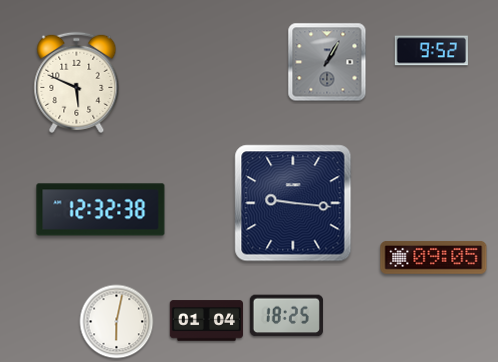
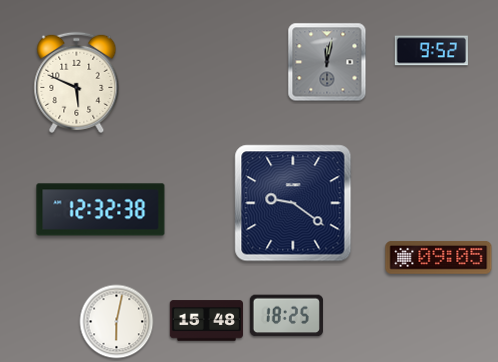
clock at (327, 62): 1:05 -> 12:02
clock at (293, 203): 9:16 -> 9:21
clock at (434, 257) position: (434, 257) -> (439, 257)
clock at (206, 321): 01:04 -> 15:48
